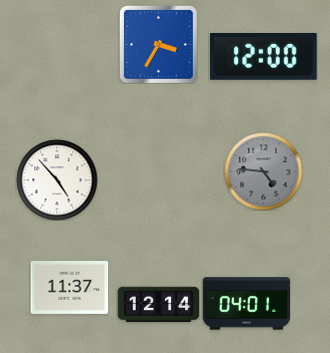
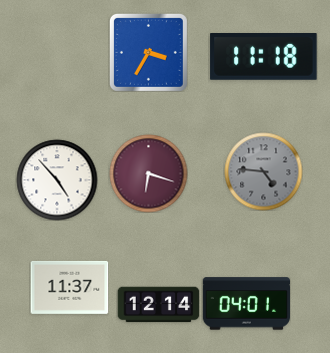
clock at (158, 44) position: (158, 44) -> (148, 52)
clock at (264, 57): 12:00 -> 11:18
clock at (148, 173): none -> 6:18
